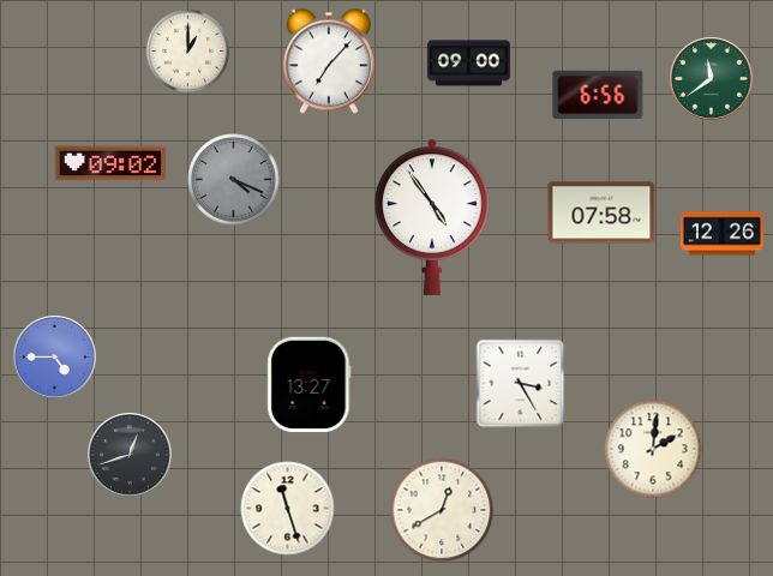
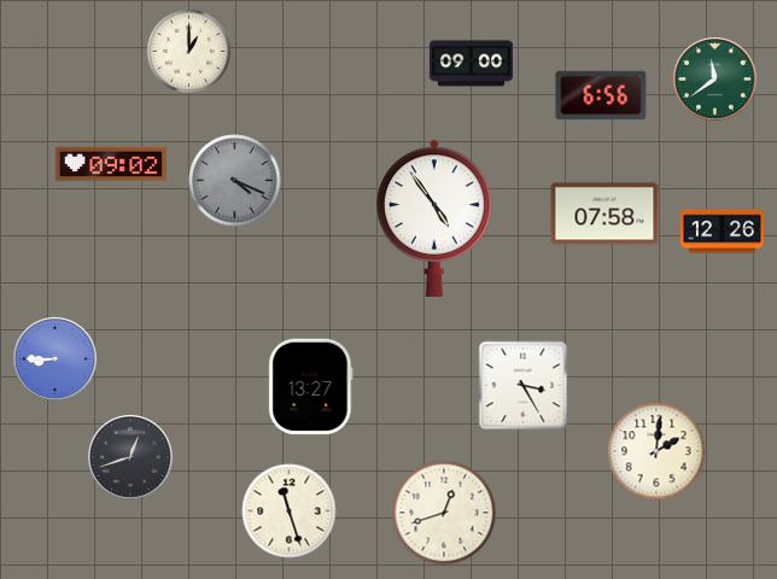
clock at (329, 61): 7:07 -> none
clock at (721, 234) position: (721, 234) -> (721, 232)
clock at (55, 358): 4:45 -> 8:45
clock at (442, 510): 12:40 -> 12:42
